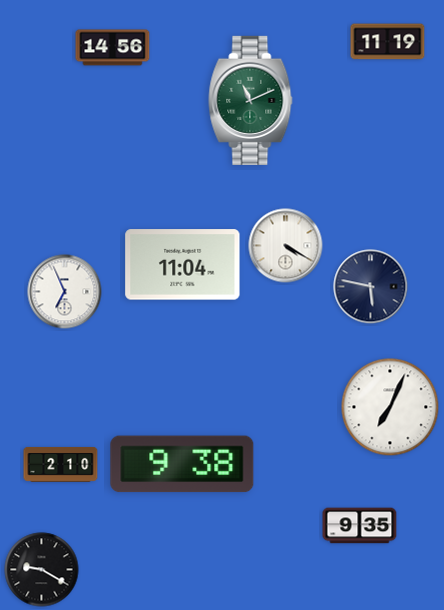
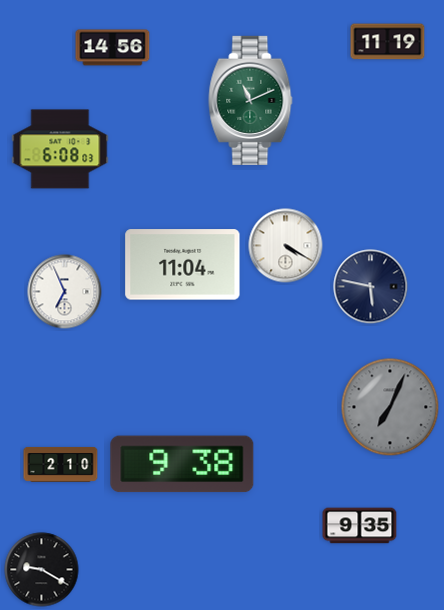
clock at (60, 149): none -> 6:08
clock at (390, 407) dial: white -> grey
